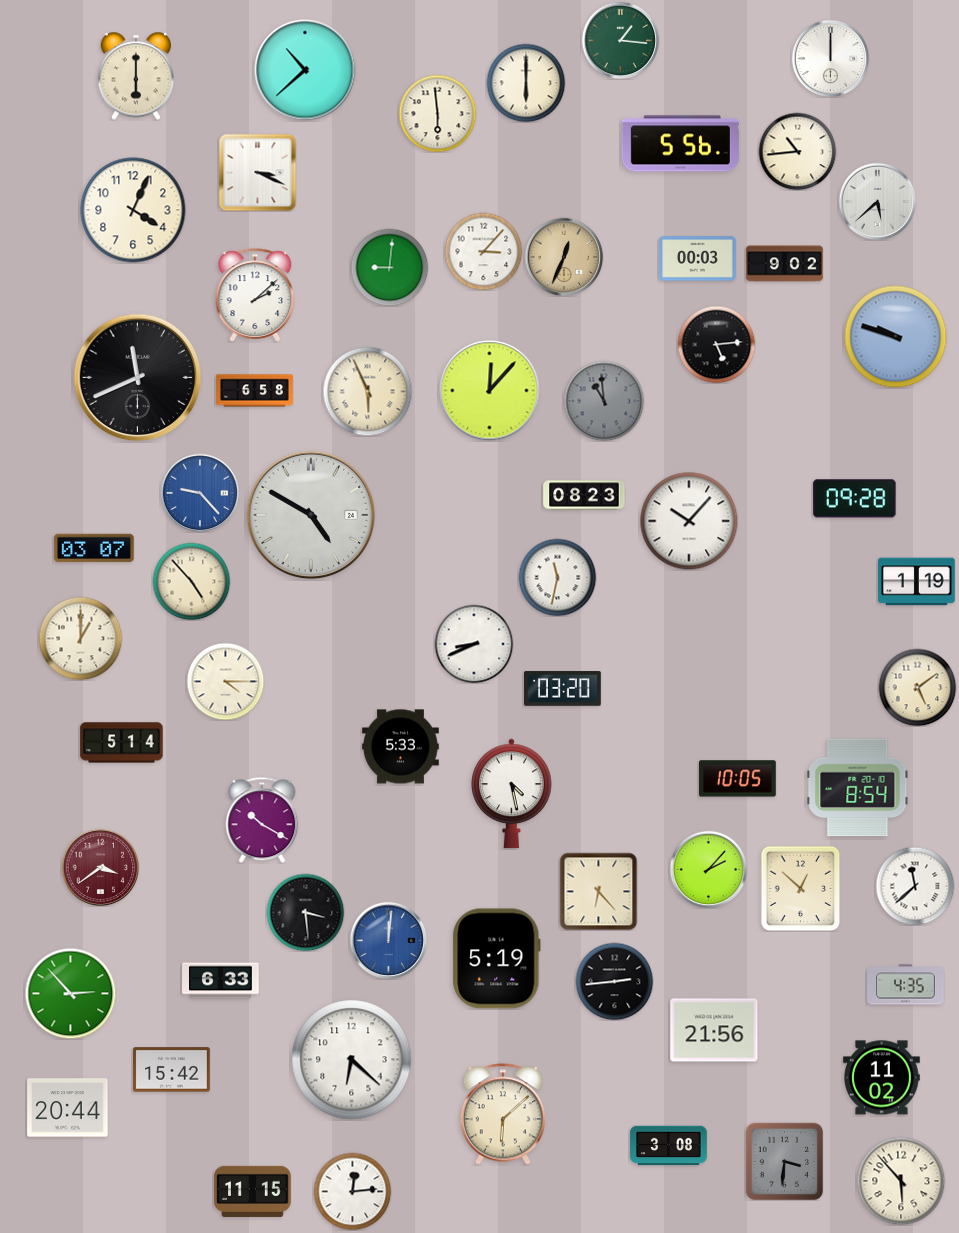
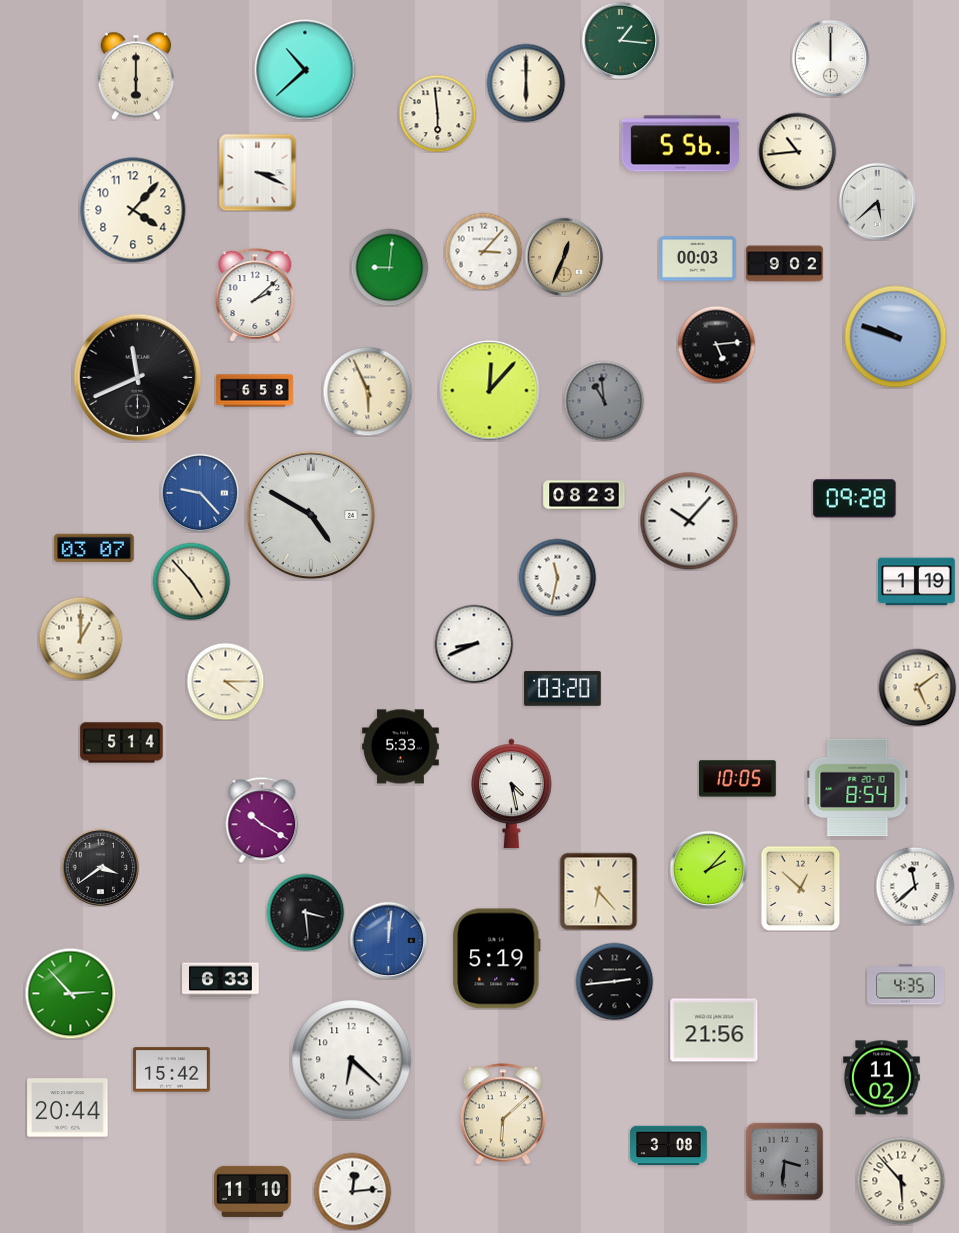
clock at (133, 210): 4:04 -> 4:07
clock at (100, 867) dial: burgundy -> black
clock at (253, 1191): 11:15 -> 11:10
